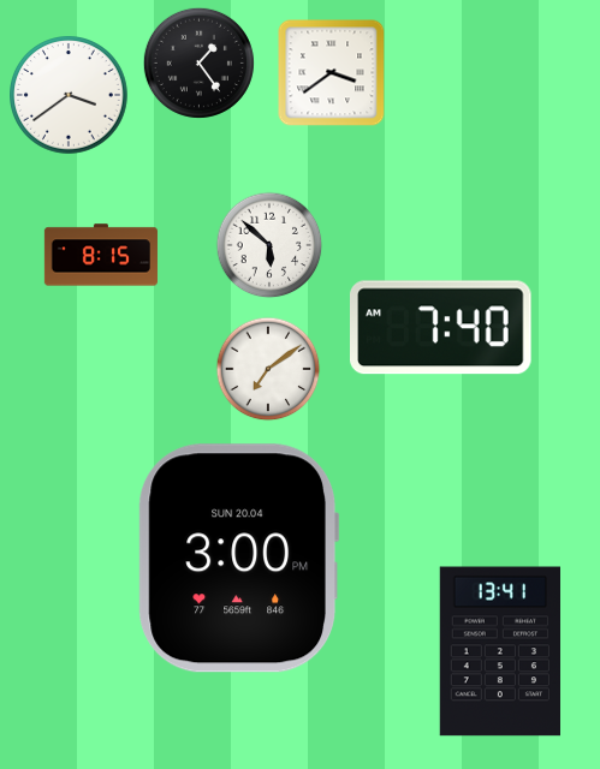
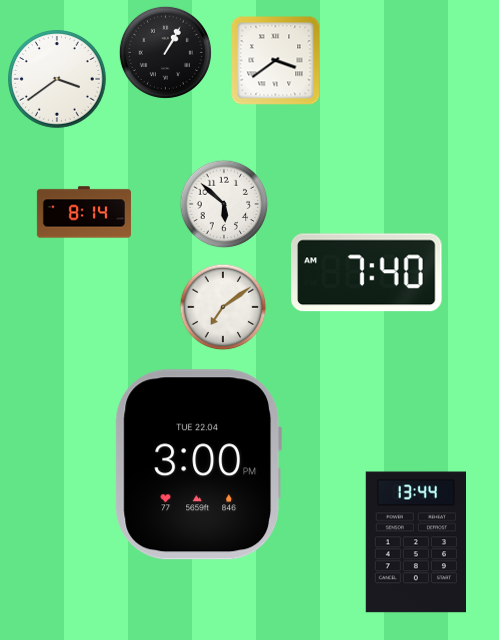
clock at (198, 62): 1:24 -> 1:05
clock at (101, 255): 8:15 -> 8:14
clock at (239, 559) date: SUN 20.04 -> TUE 22.04
clock at (499, 651): 13:41 -> 13:44
